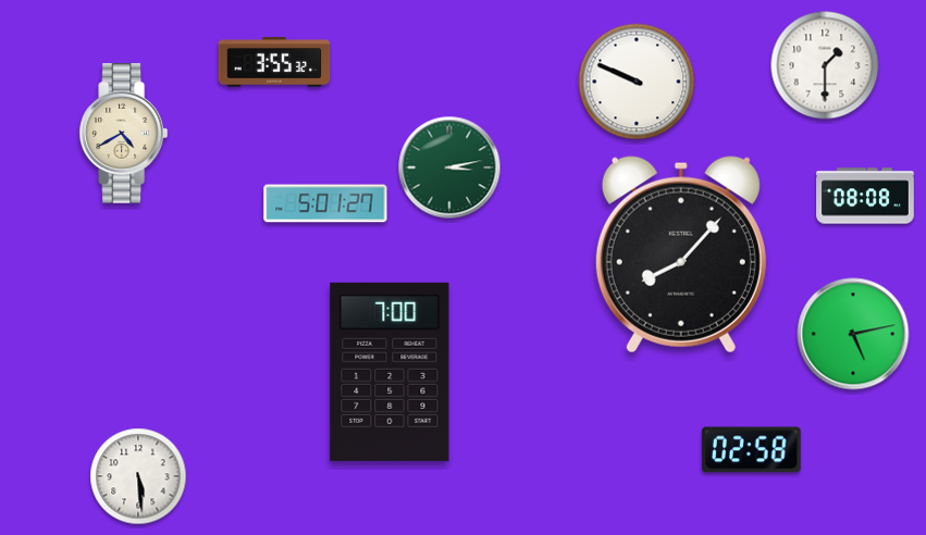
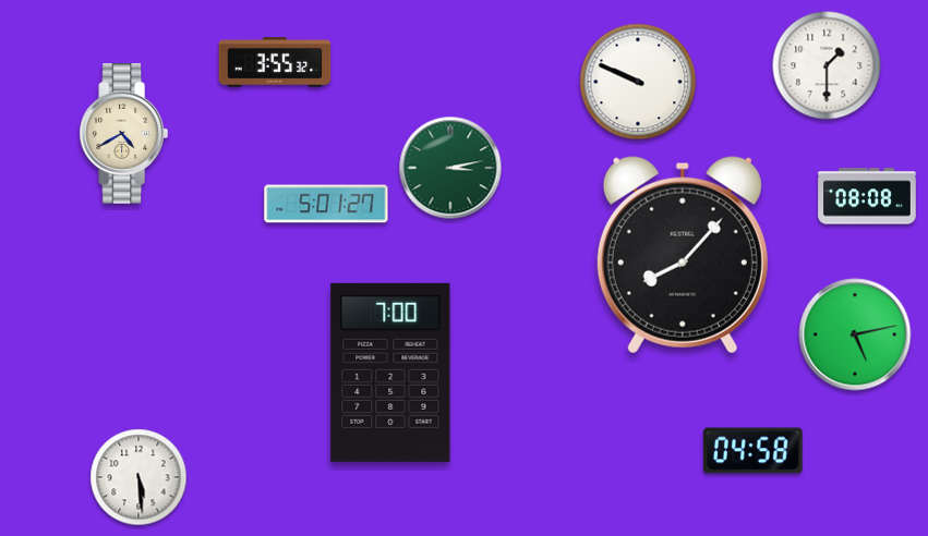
clock at (752, 450): 02:58 -> 04:58
